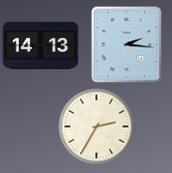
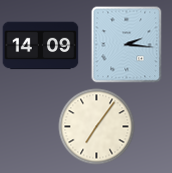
clock at (41, 46): 14:13 -> 14:09
clock at (97, 127): 2:35 -> 7:06
